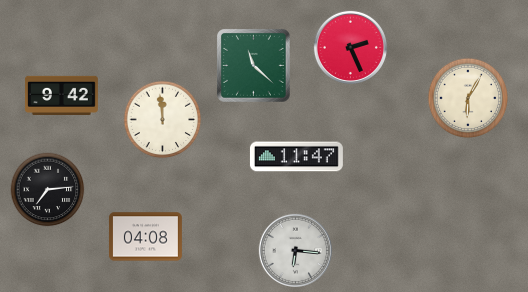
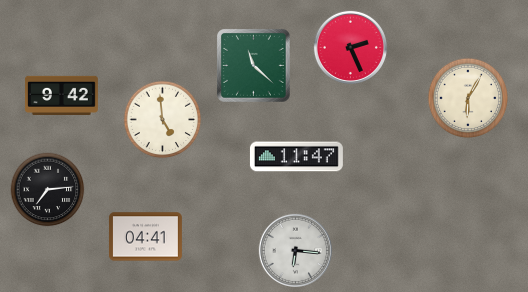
clock at (163, 120): 11:59 -> 4:59
clock at (145, 237): 04:08 -> 04:41
